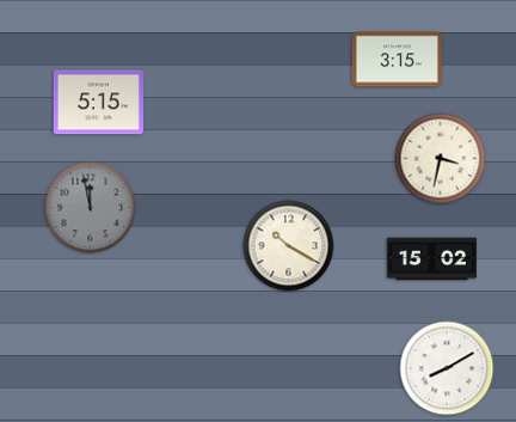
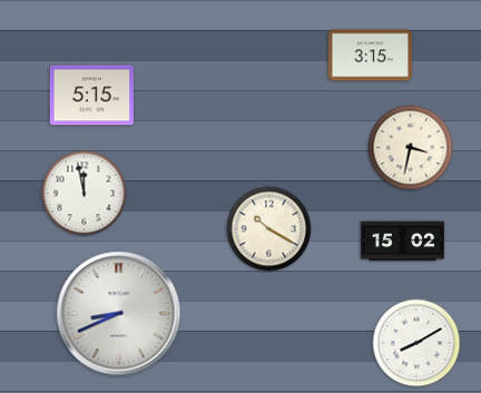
clock at (91, 208) dial: grey -> white
clock at (119, 314): none -> 8:41
